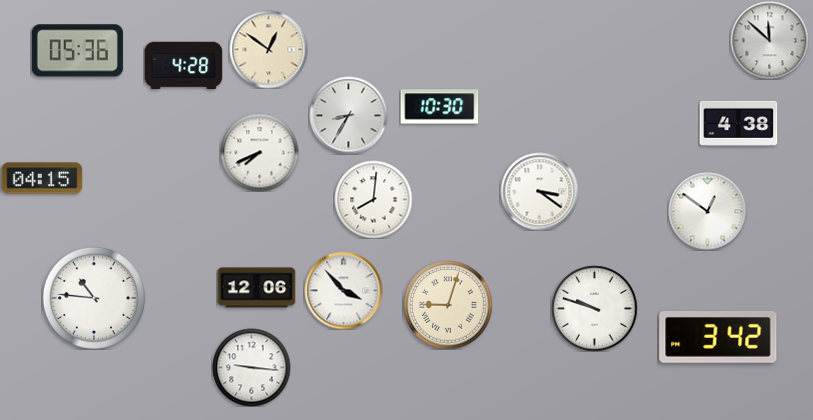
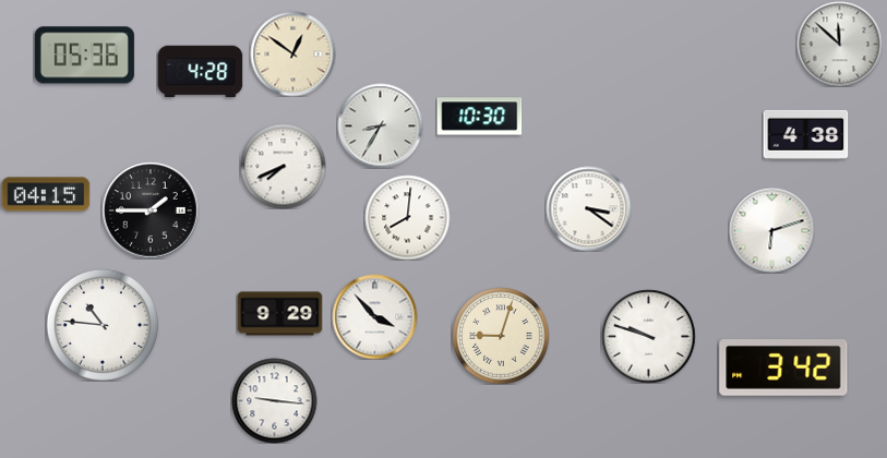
clock at (151, 210): none -> 1:45
clock at (707, 211): 12:51 -> 6:12
clock at (256, 288): 12:06 -> 9:29
clock at (448, 305) position: (448, 305) -> (501, 336)
